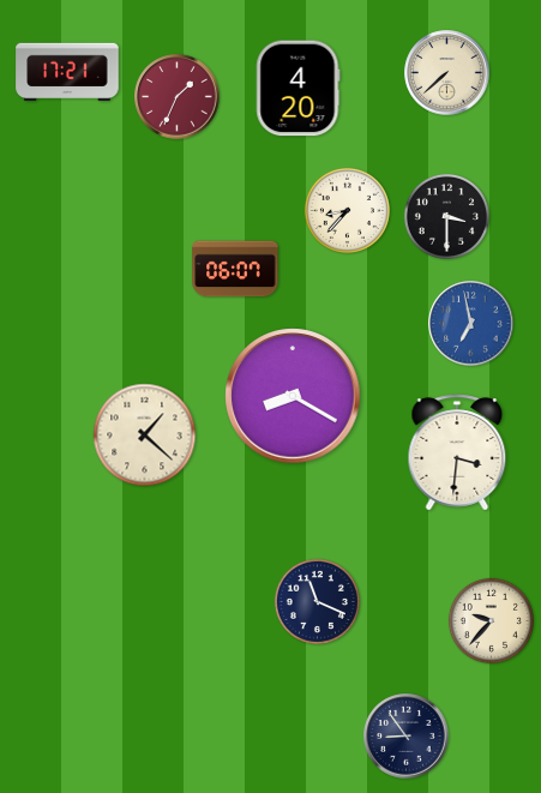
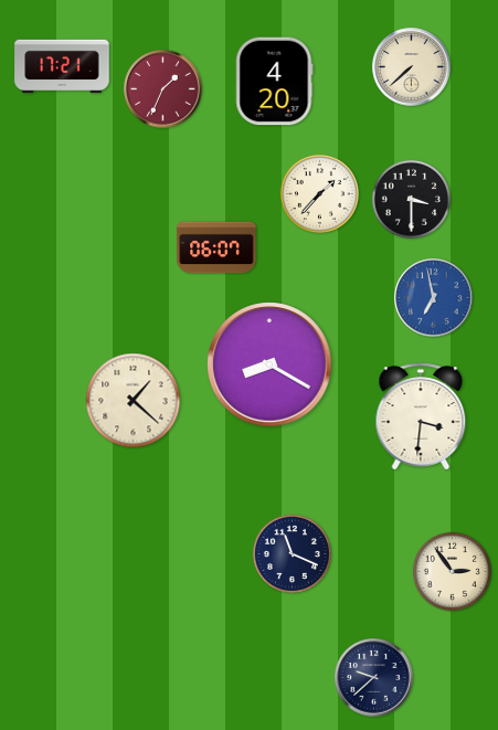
clock at (347, 210): 8:37 -> 1:37
clock at (491, 620): 9:37 -> 2:54
clock at (407, 737): 8:54 -> 9:38
